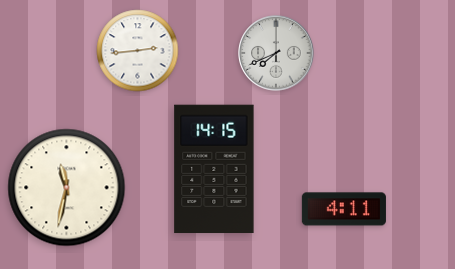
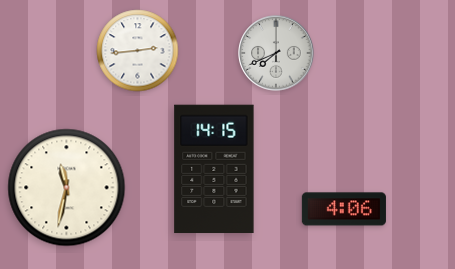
clock at (344, 209): 4:11 -> 4:06
